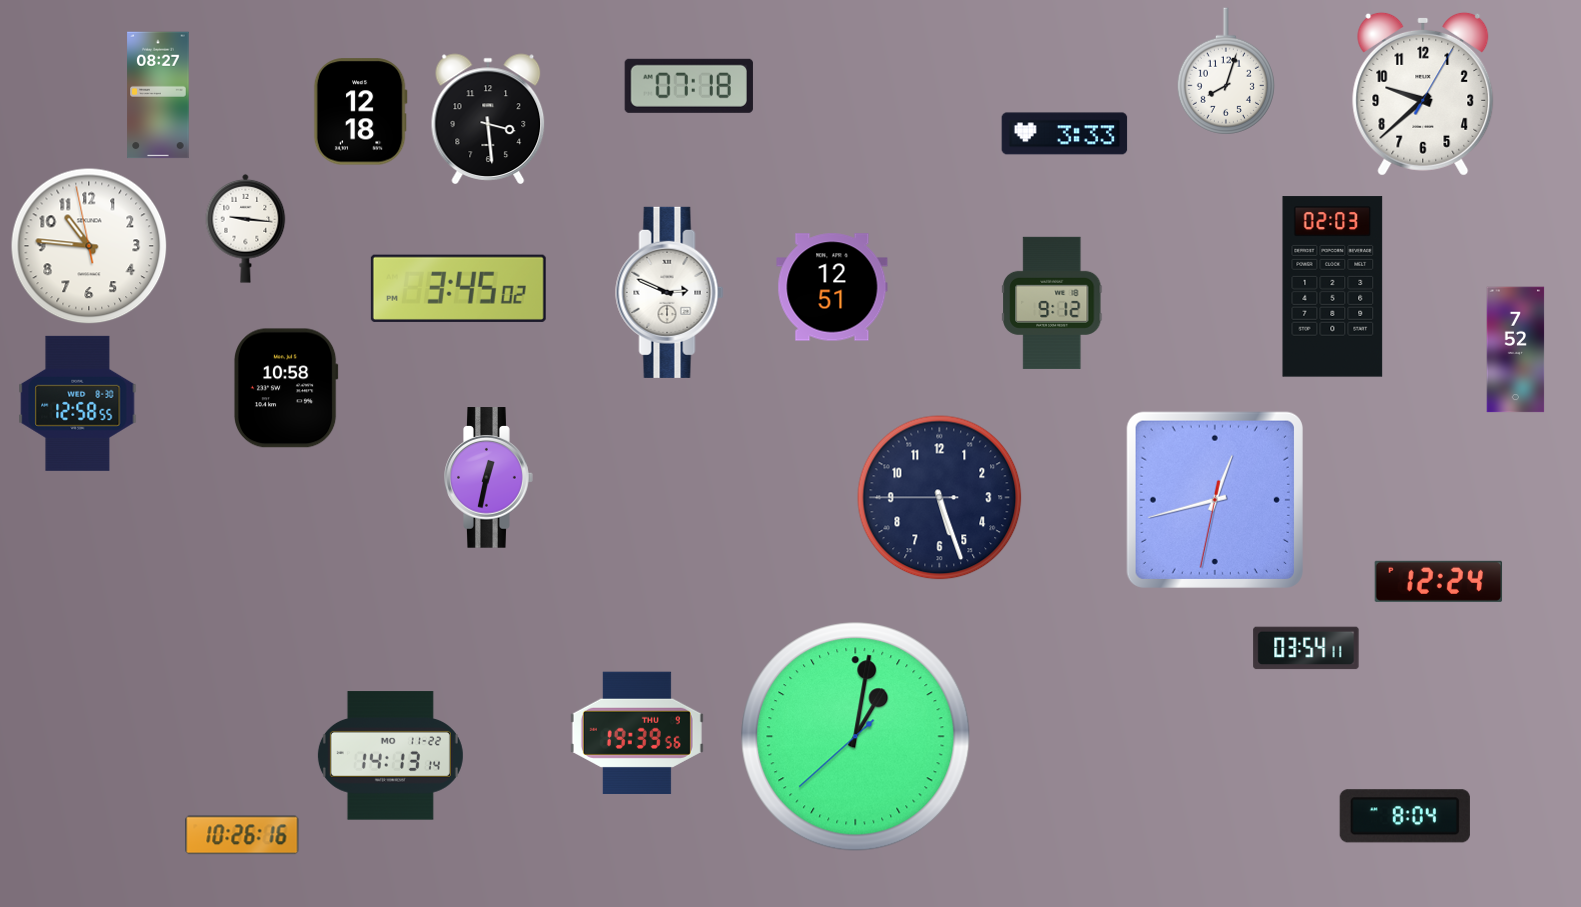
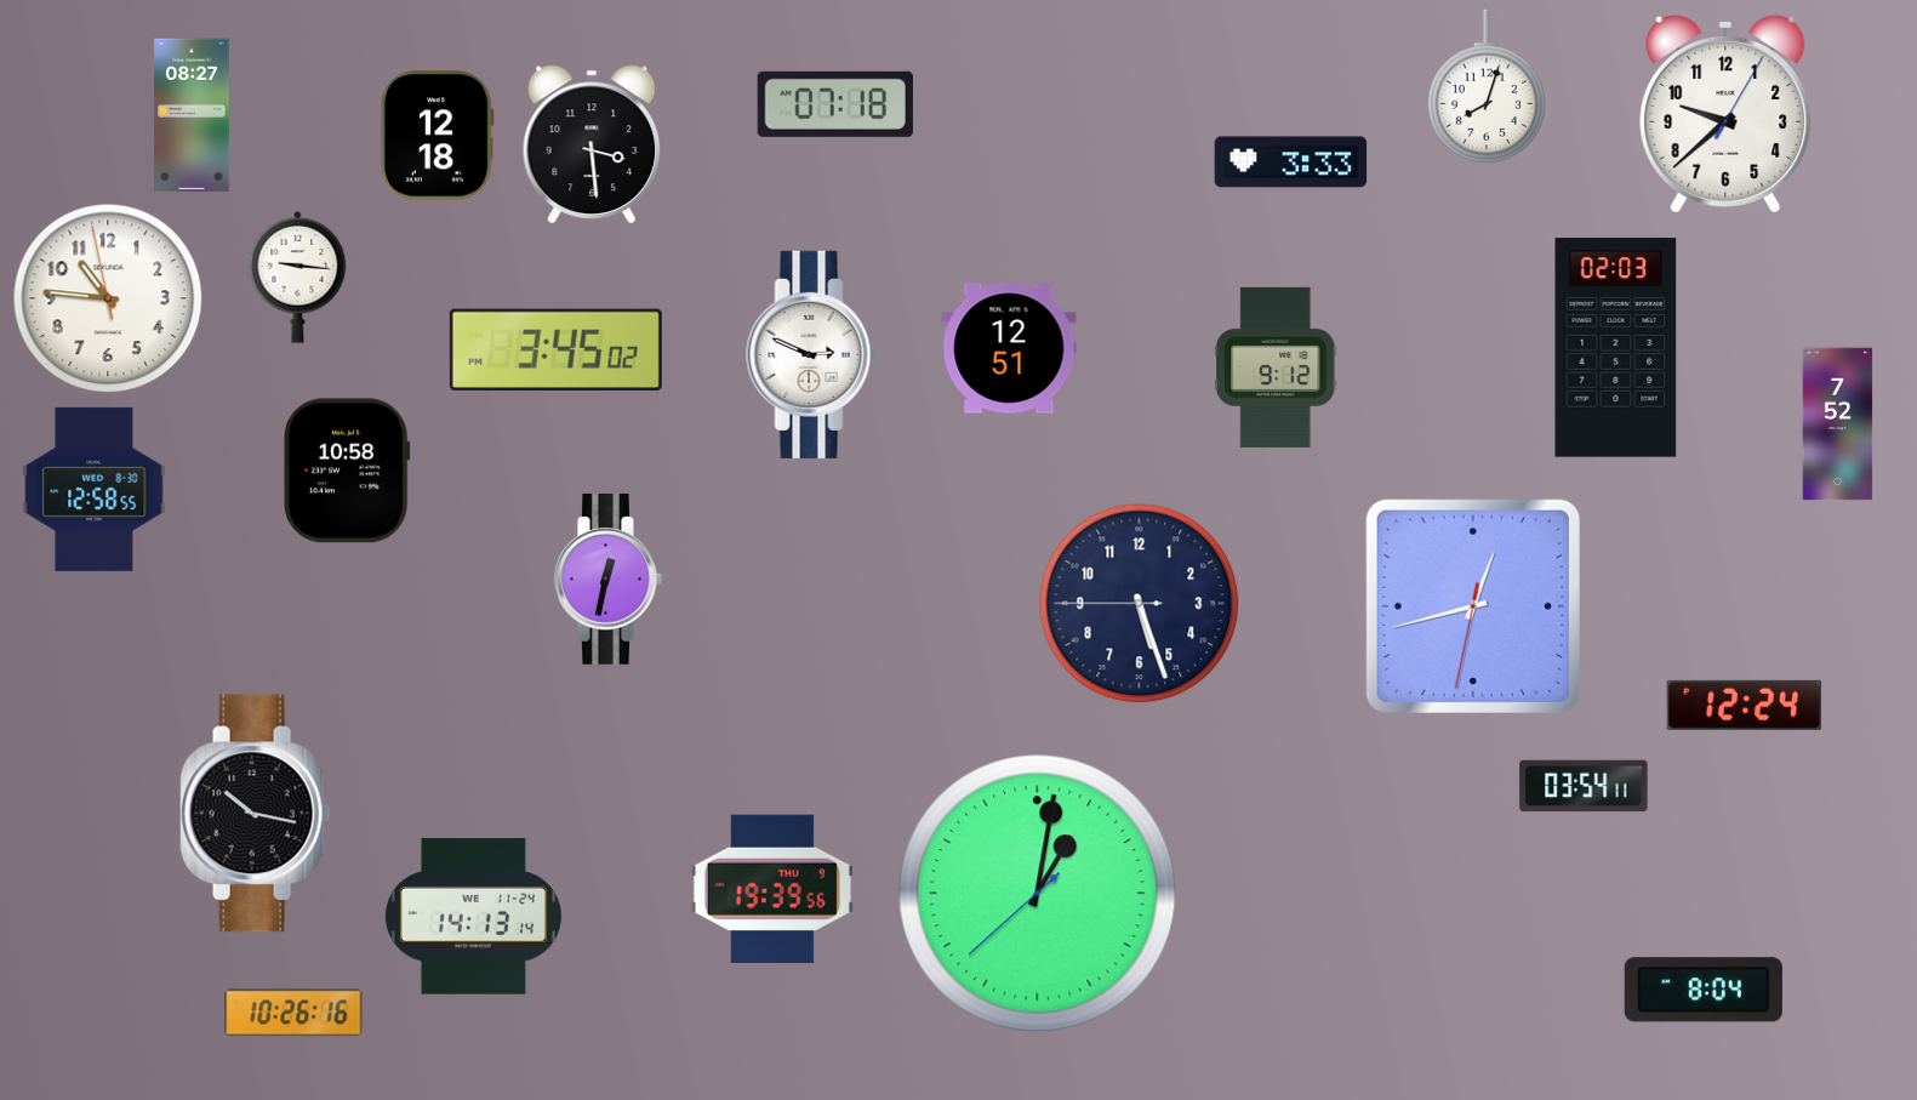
clock at (489, 478) position: (489, 478) -> (609, 580)
clock at (256, 814): none -> 10:17
clock at (390, 756) date: MO 11-22 -> WE 11-24
